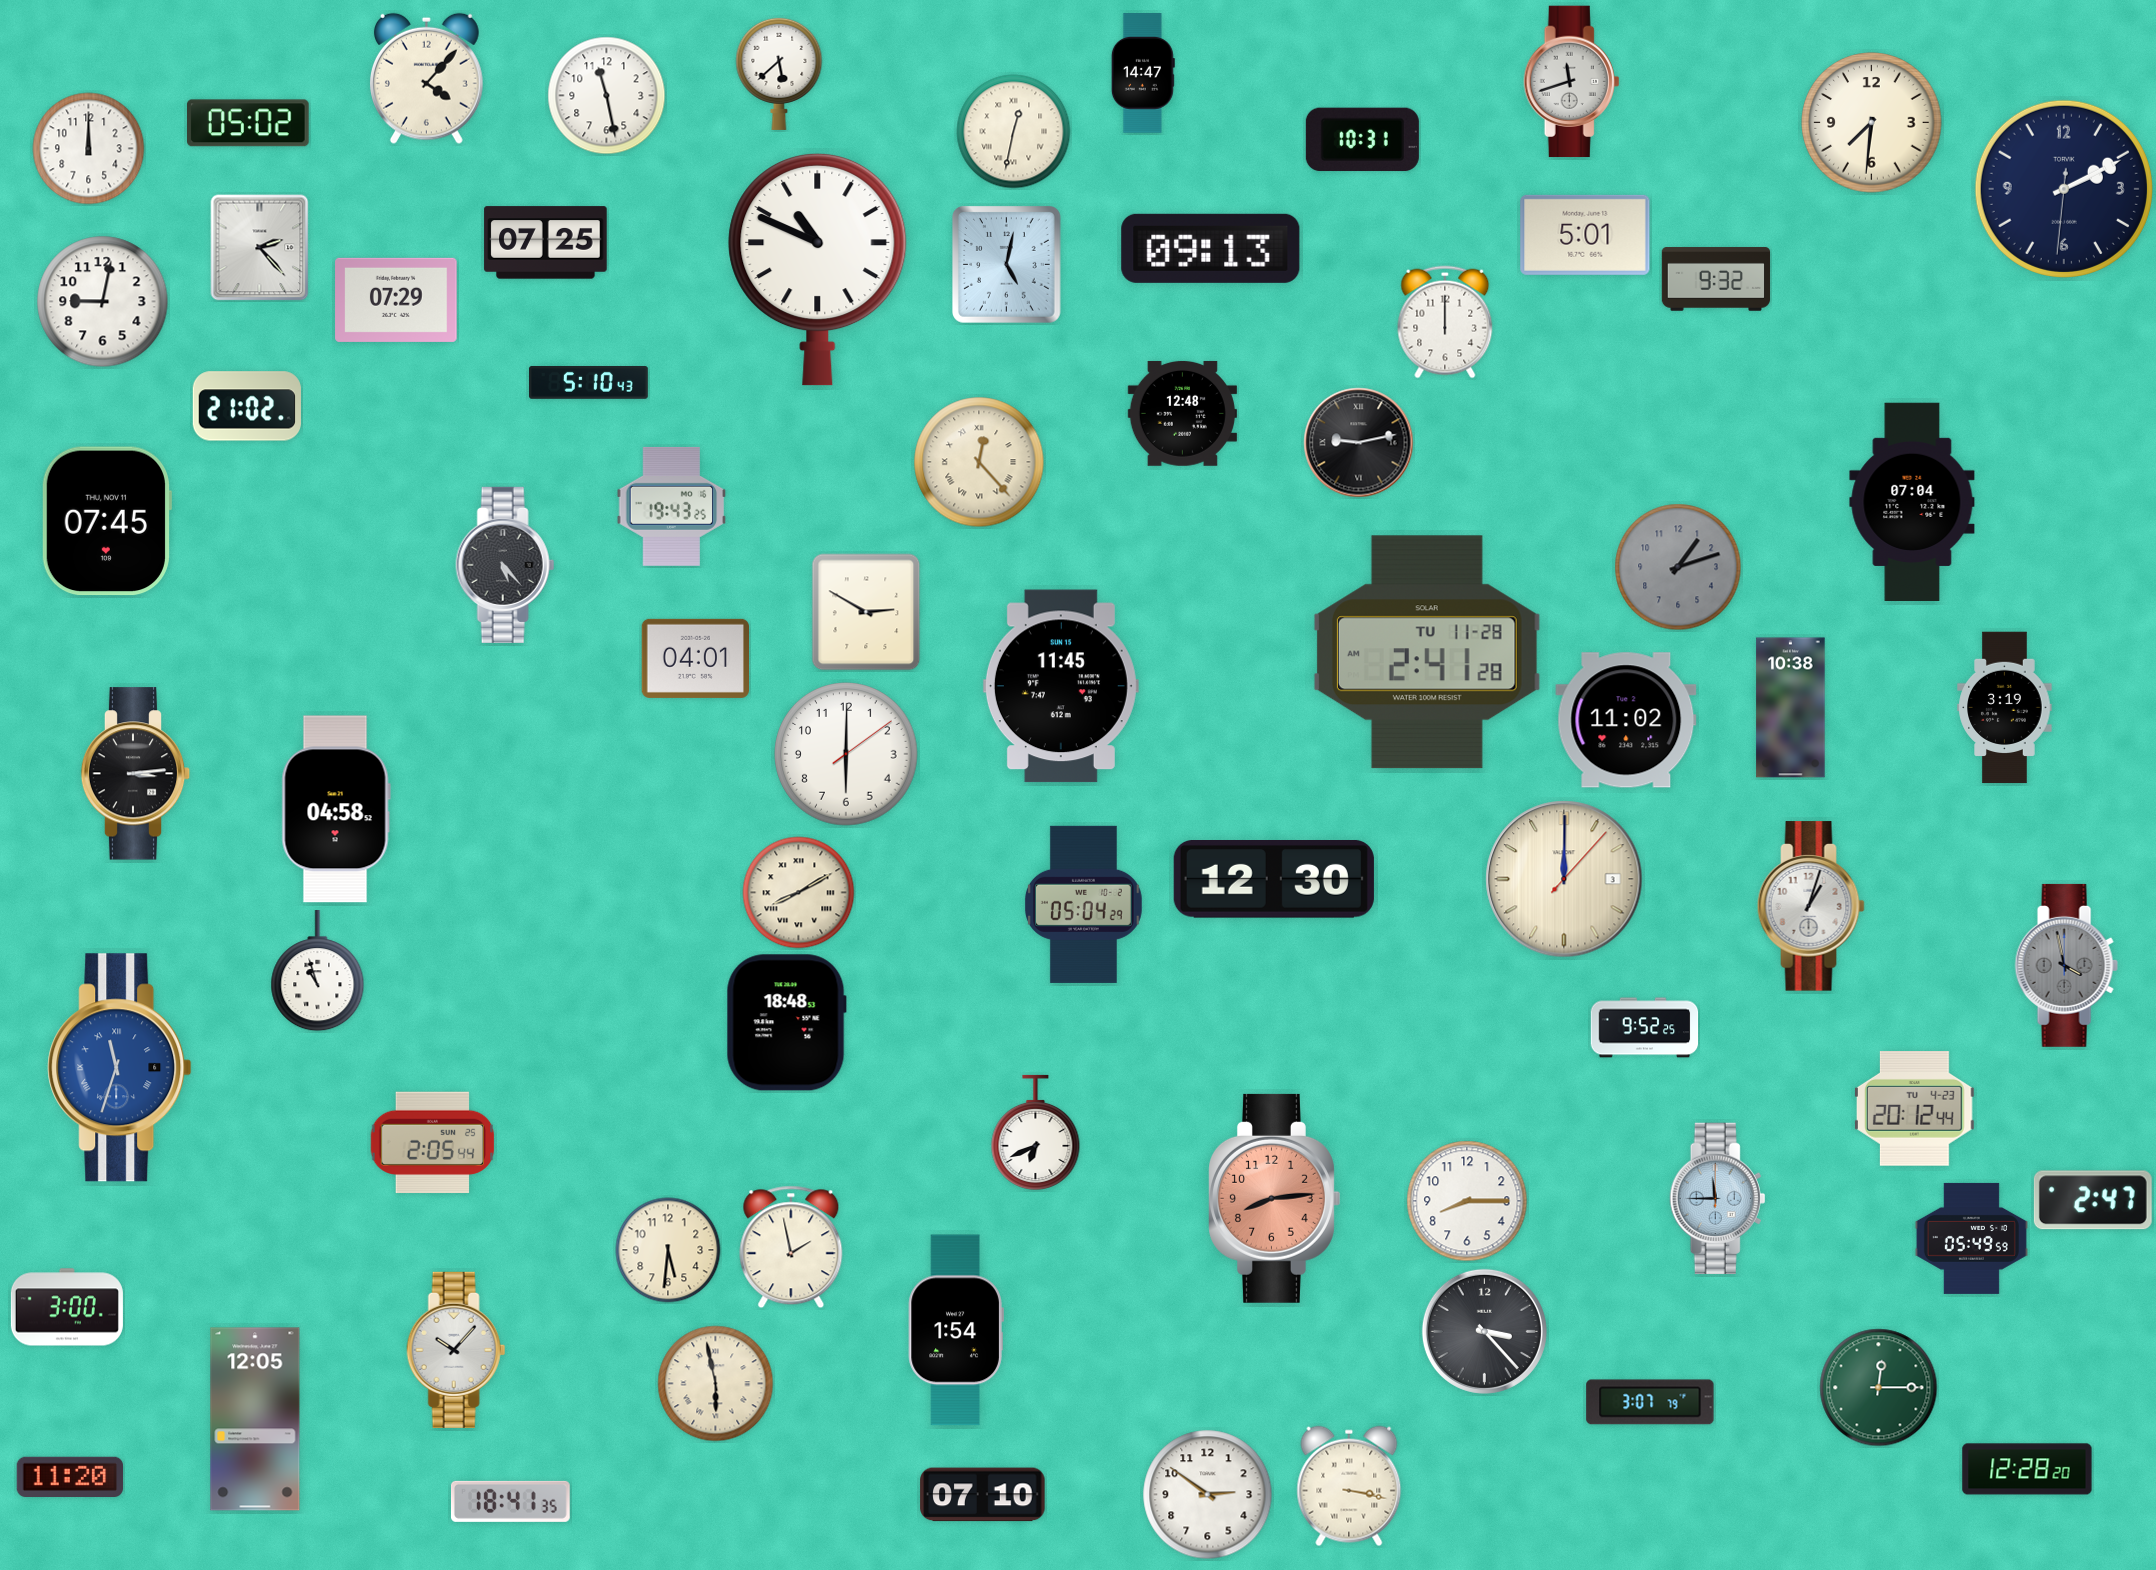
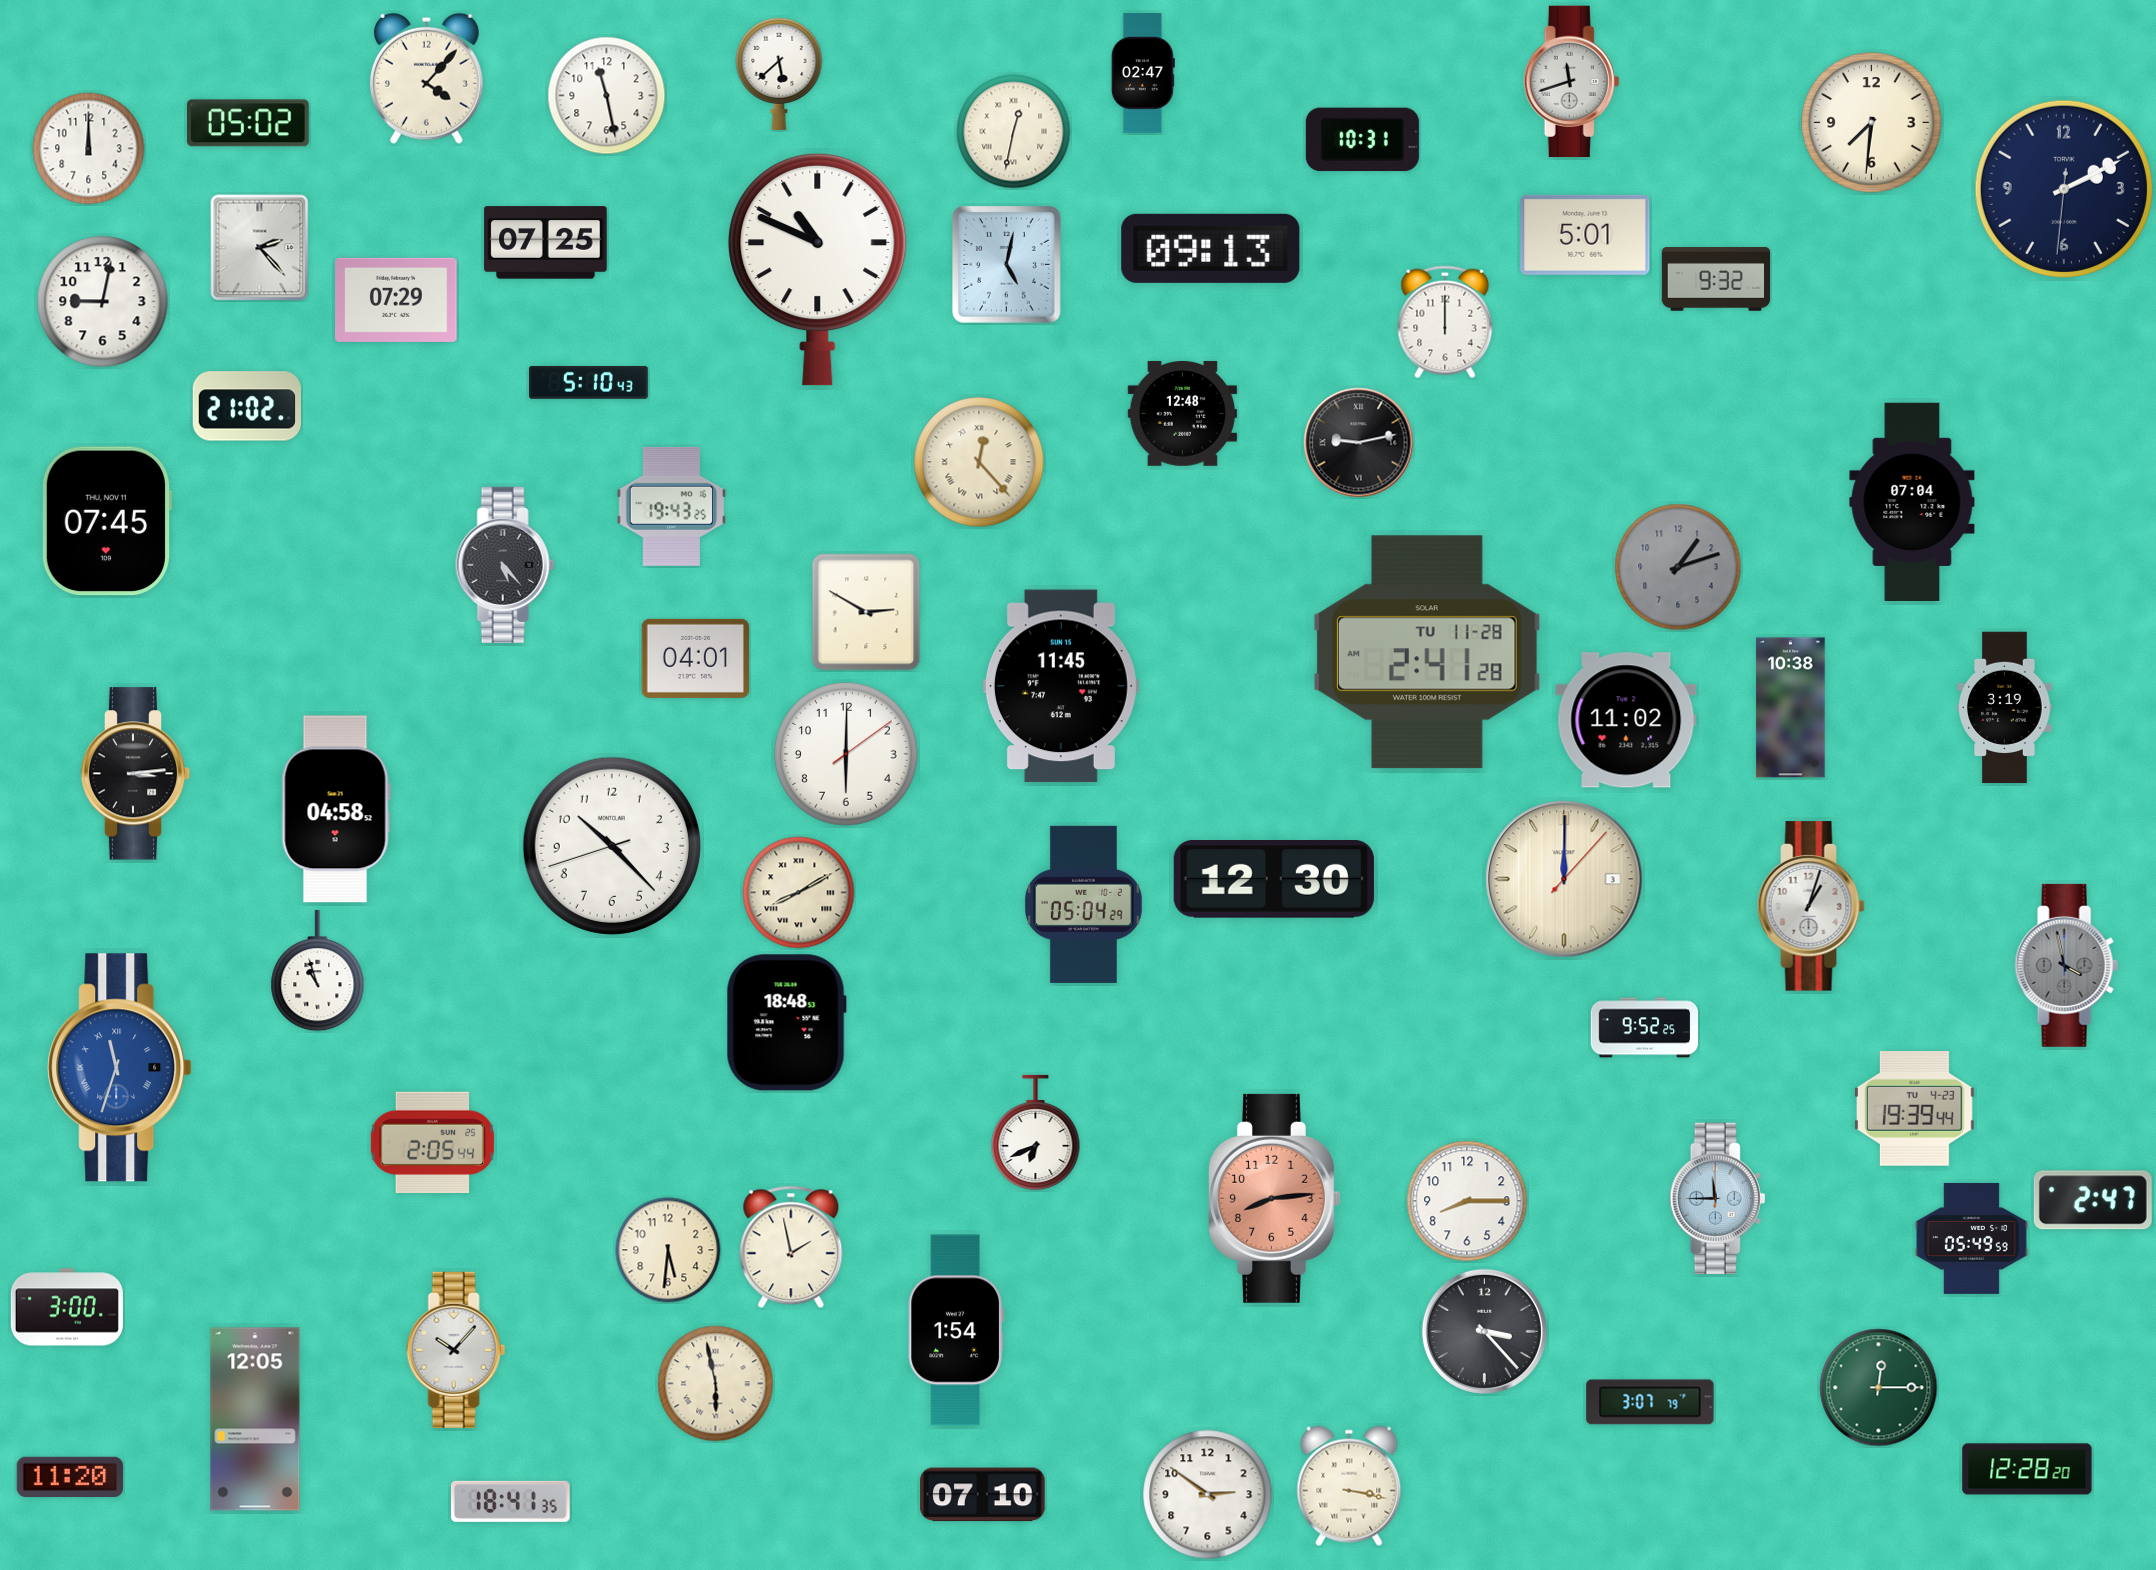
clock at (1143, 73): 14:47 -> 02:47
clock at (612, 846): none -> 10:22
clock at (1915, 1109): 20:12 -> 19:39
